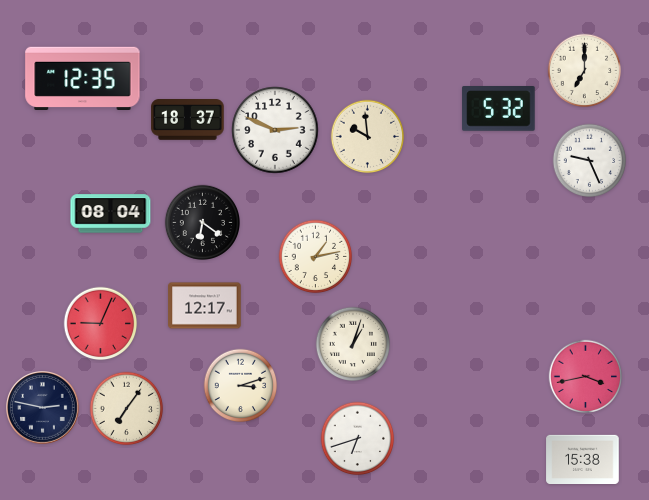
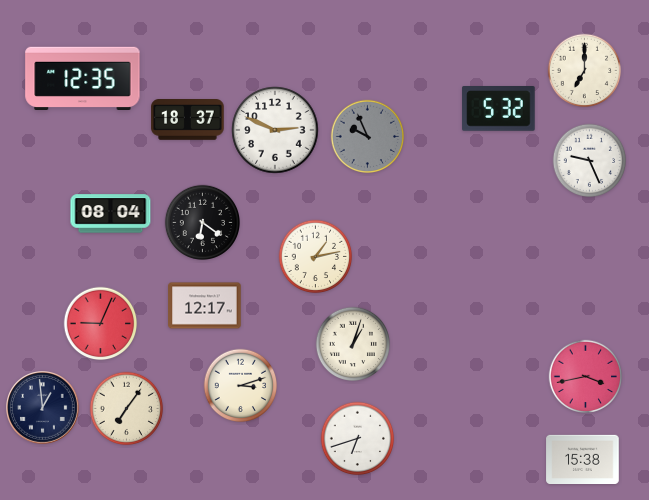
clock at (368, 137): 9:59 -> 9:56
clock at (368, 137) dial: cream -> grey
clock at (43, 408): 2:47 -> 12:59
